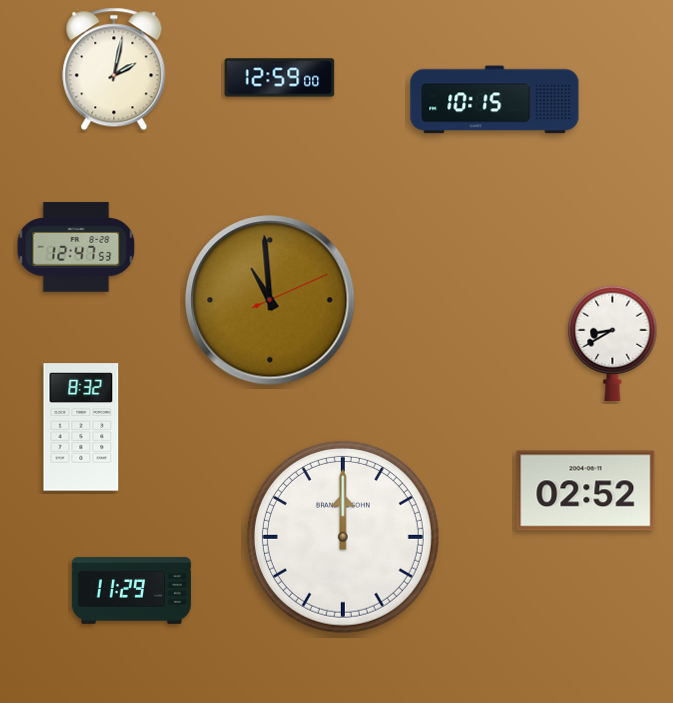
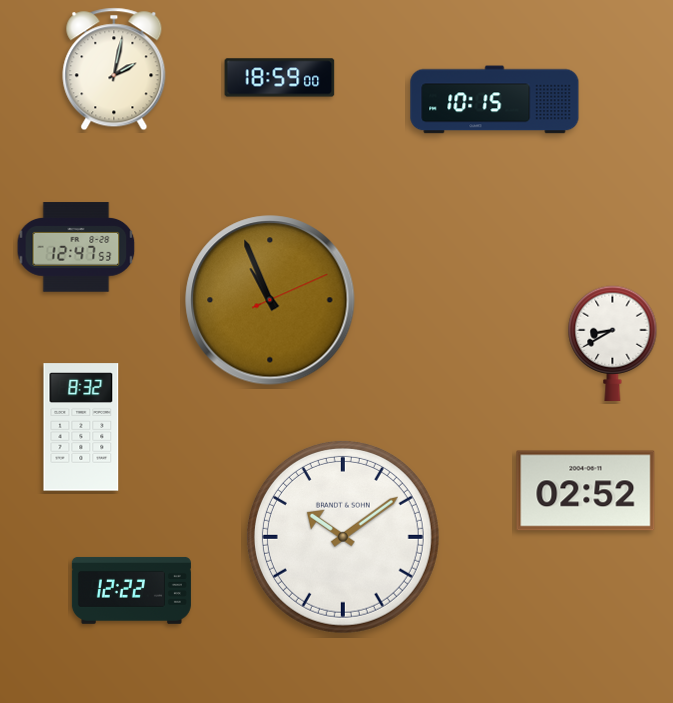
clock at (280, 78): 12:59 -> 18:59
clock at (270, 300): 10:59 -> 10:56
clock at (343, 537): 12:00 -> 10:09
clock at (131, 590): 11:29 -> 12:22
